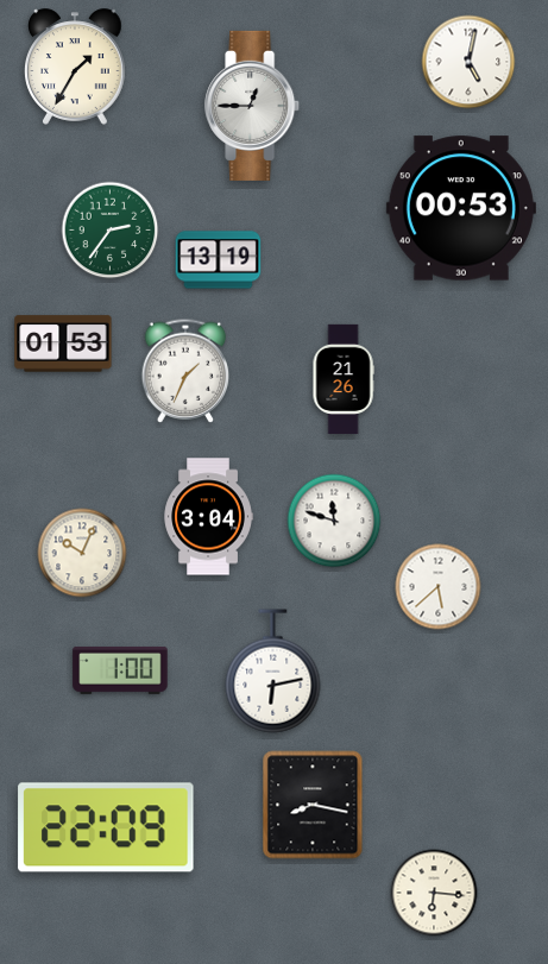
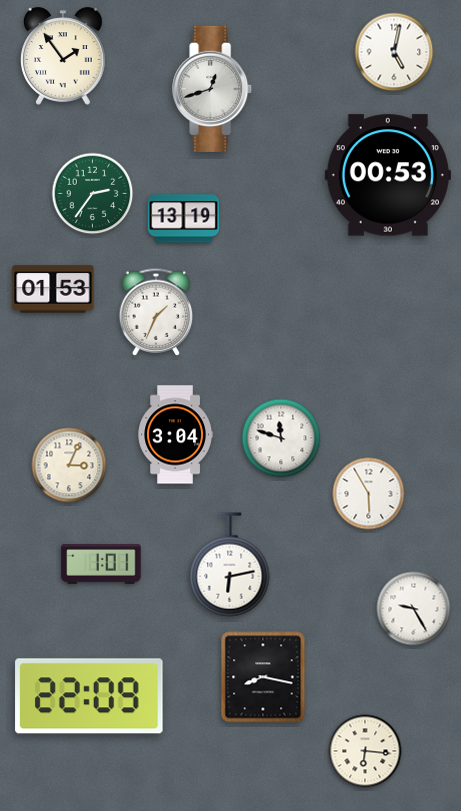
clock at (76, 67): 1:35 -> 1:54
clock at (253, 106): 12:45 -> 12:42
clock at (344, 379): 21:26 -> none
clock at (82, 553): 10:04 -> 3:04
clock at (439, 587): 5:38 -> 5:55
clock at (120, 670): 1:00 -> 1:01
clock at (414, 609): none -> 9:25
